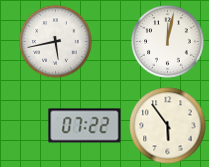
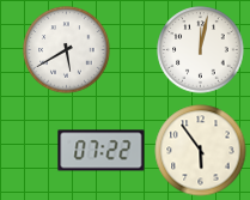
clock at (56, 42): 5:43 -> 5:40
